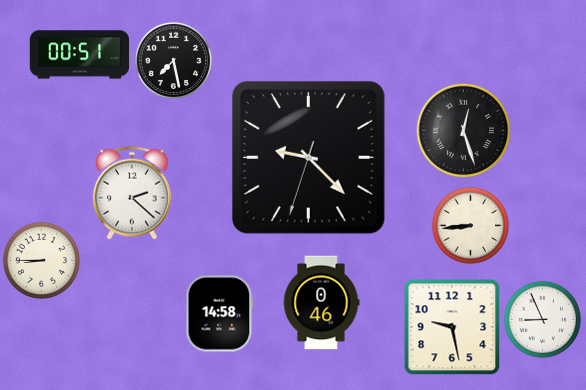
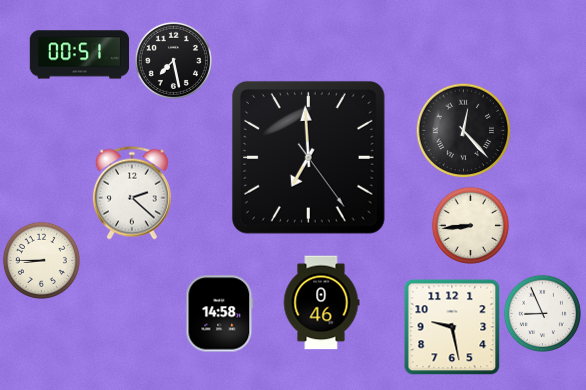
clock at (463, 130): 12:27 -> 12:23
clock at (309, 158): 9:22 -> 6:59
clock at (542, 319) position: (542, 319) -> (542, 313)
